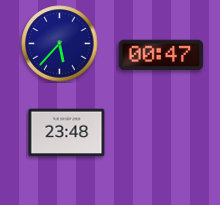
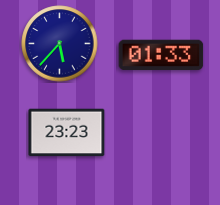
clock at (161, 55): 00:47 -> 01:33
clock at (67, 133): 23:48 -> 23:23
